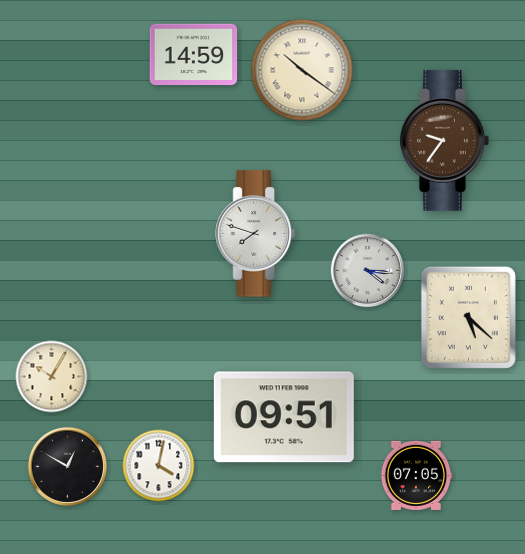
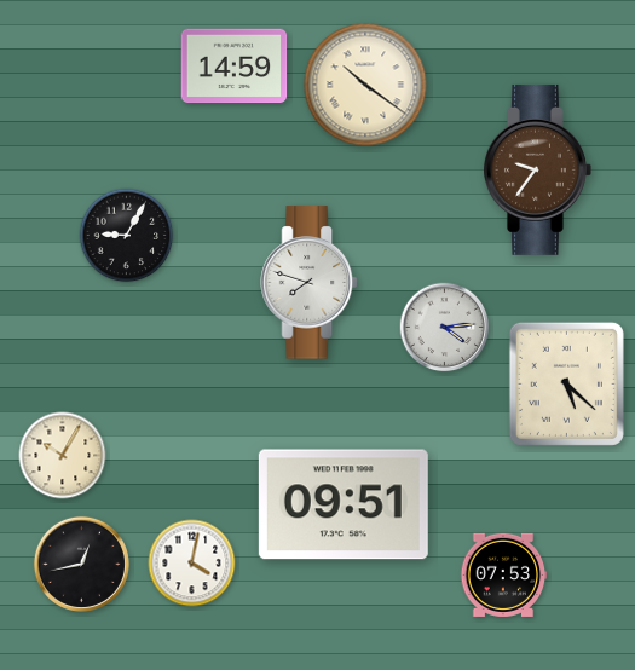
clock at (127, 236): none -> 9:05
clock at (368, 271): 4:16 -> 4:14
clock at (67, 466): 12:50 -> 12:43
clock at (417, 475): 07:05 -> 07:53
